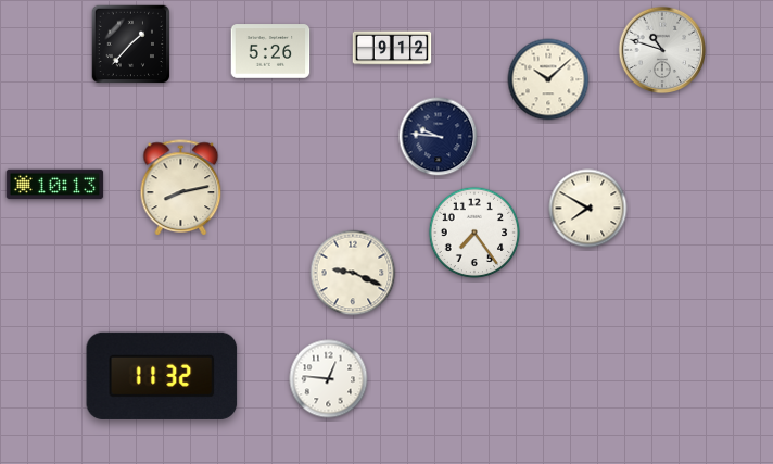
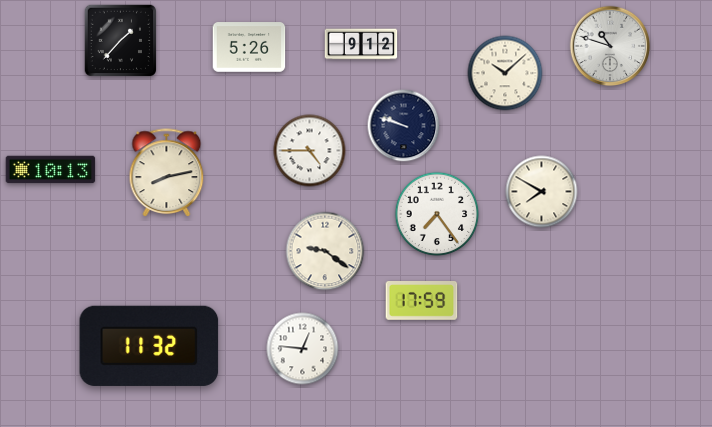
clock at (439, 137): 9:46 -> 9:48
clock at (310, 151): none -> 4:45
clock at (353, 273): 9:19 -> 9:21
clock at (422, 301): none -> 17:59
